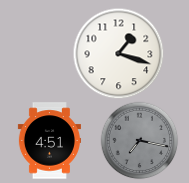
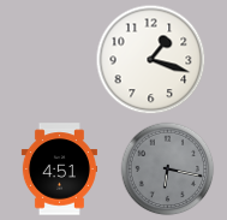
clock at (118, 53) position: (118, 53) -> (150, 59)
clock at (139, 140): 7:17 -> 6:17
